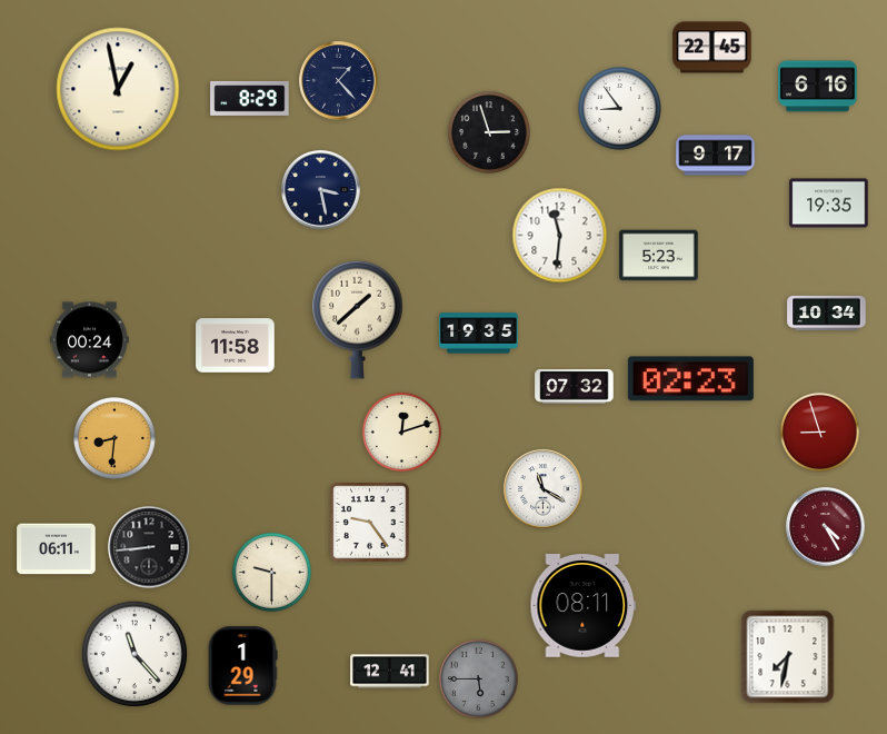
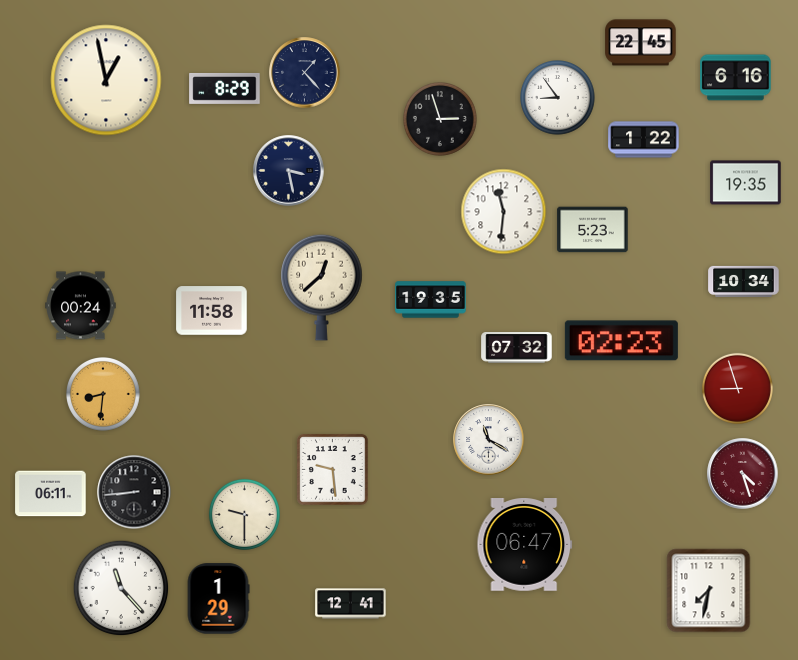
clock at (716, 156): 9:17 -> 1:22
clock at (358, 319): 1:38 -> 12:38
clock at (401, 432): 12:12 -> none
clock at (370, 523): 9:24 -> 9:29
clock at (826, 527): 4:25 -> 4:27
clock at (584, 606): 08:11 -> 06:47
clock at (478, 678): 5:45 -> none
